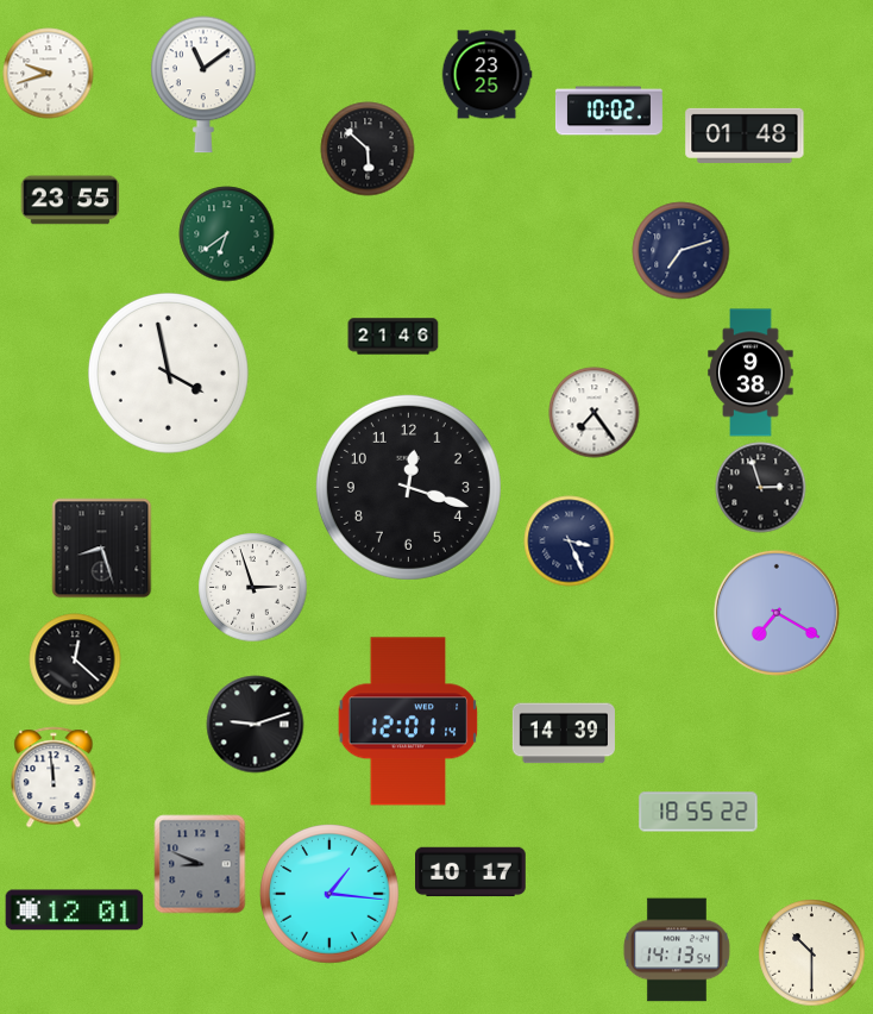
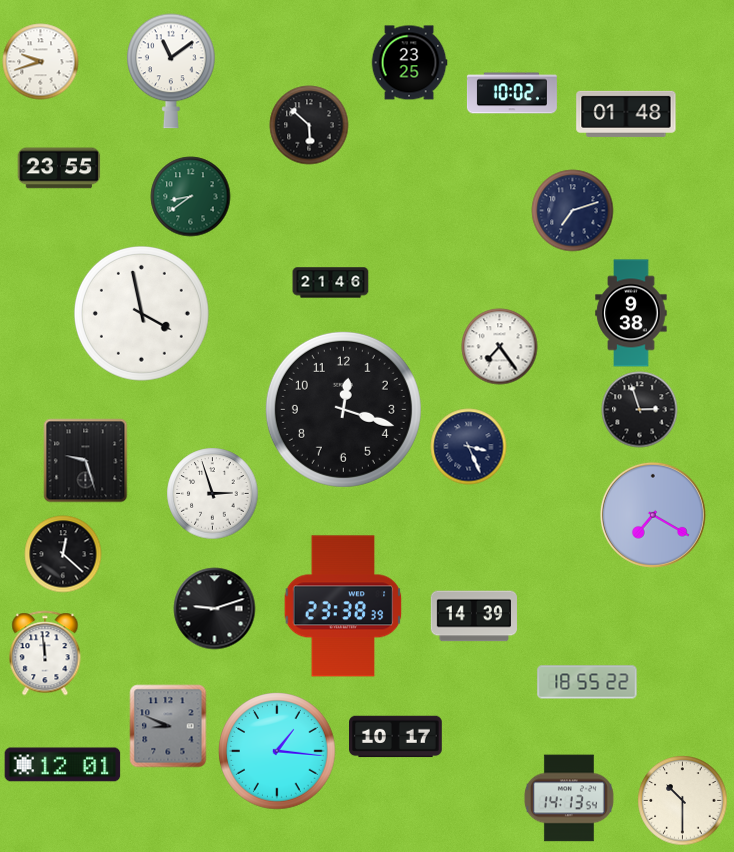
clock at (227, 234): 6:39 -> 8:39
clock at (570, 542) position: (570, 542) -> (469, 447)
clock at (102, 549): 8:27 -> 9:27
clock at (408, 721): 12:01 -> 23:38
clock at (471, 872) position: (471, 872) -> (396, 737)
